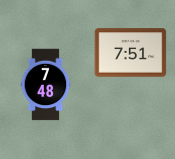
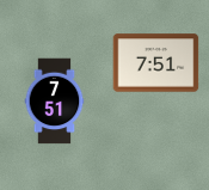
clock at (46, 85): 7:48 -> 7:51
